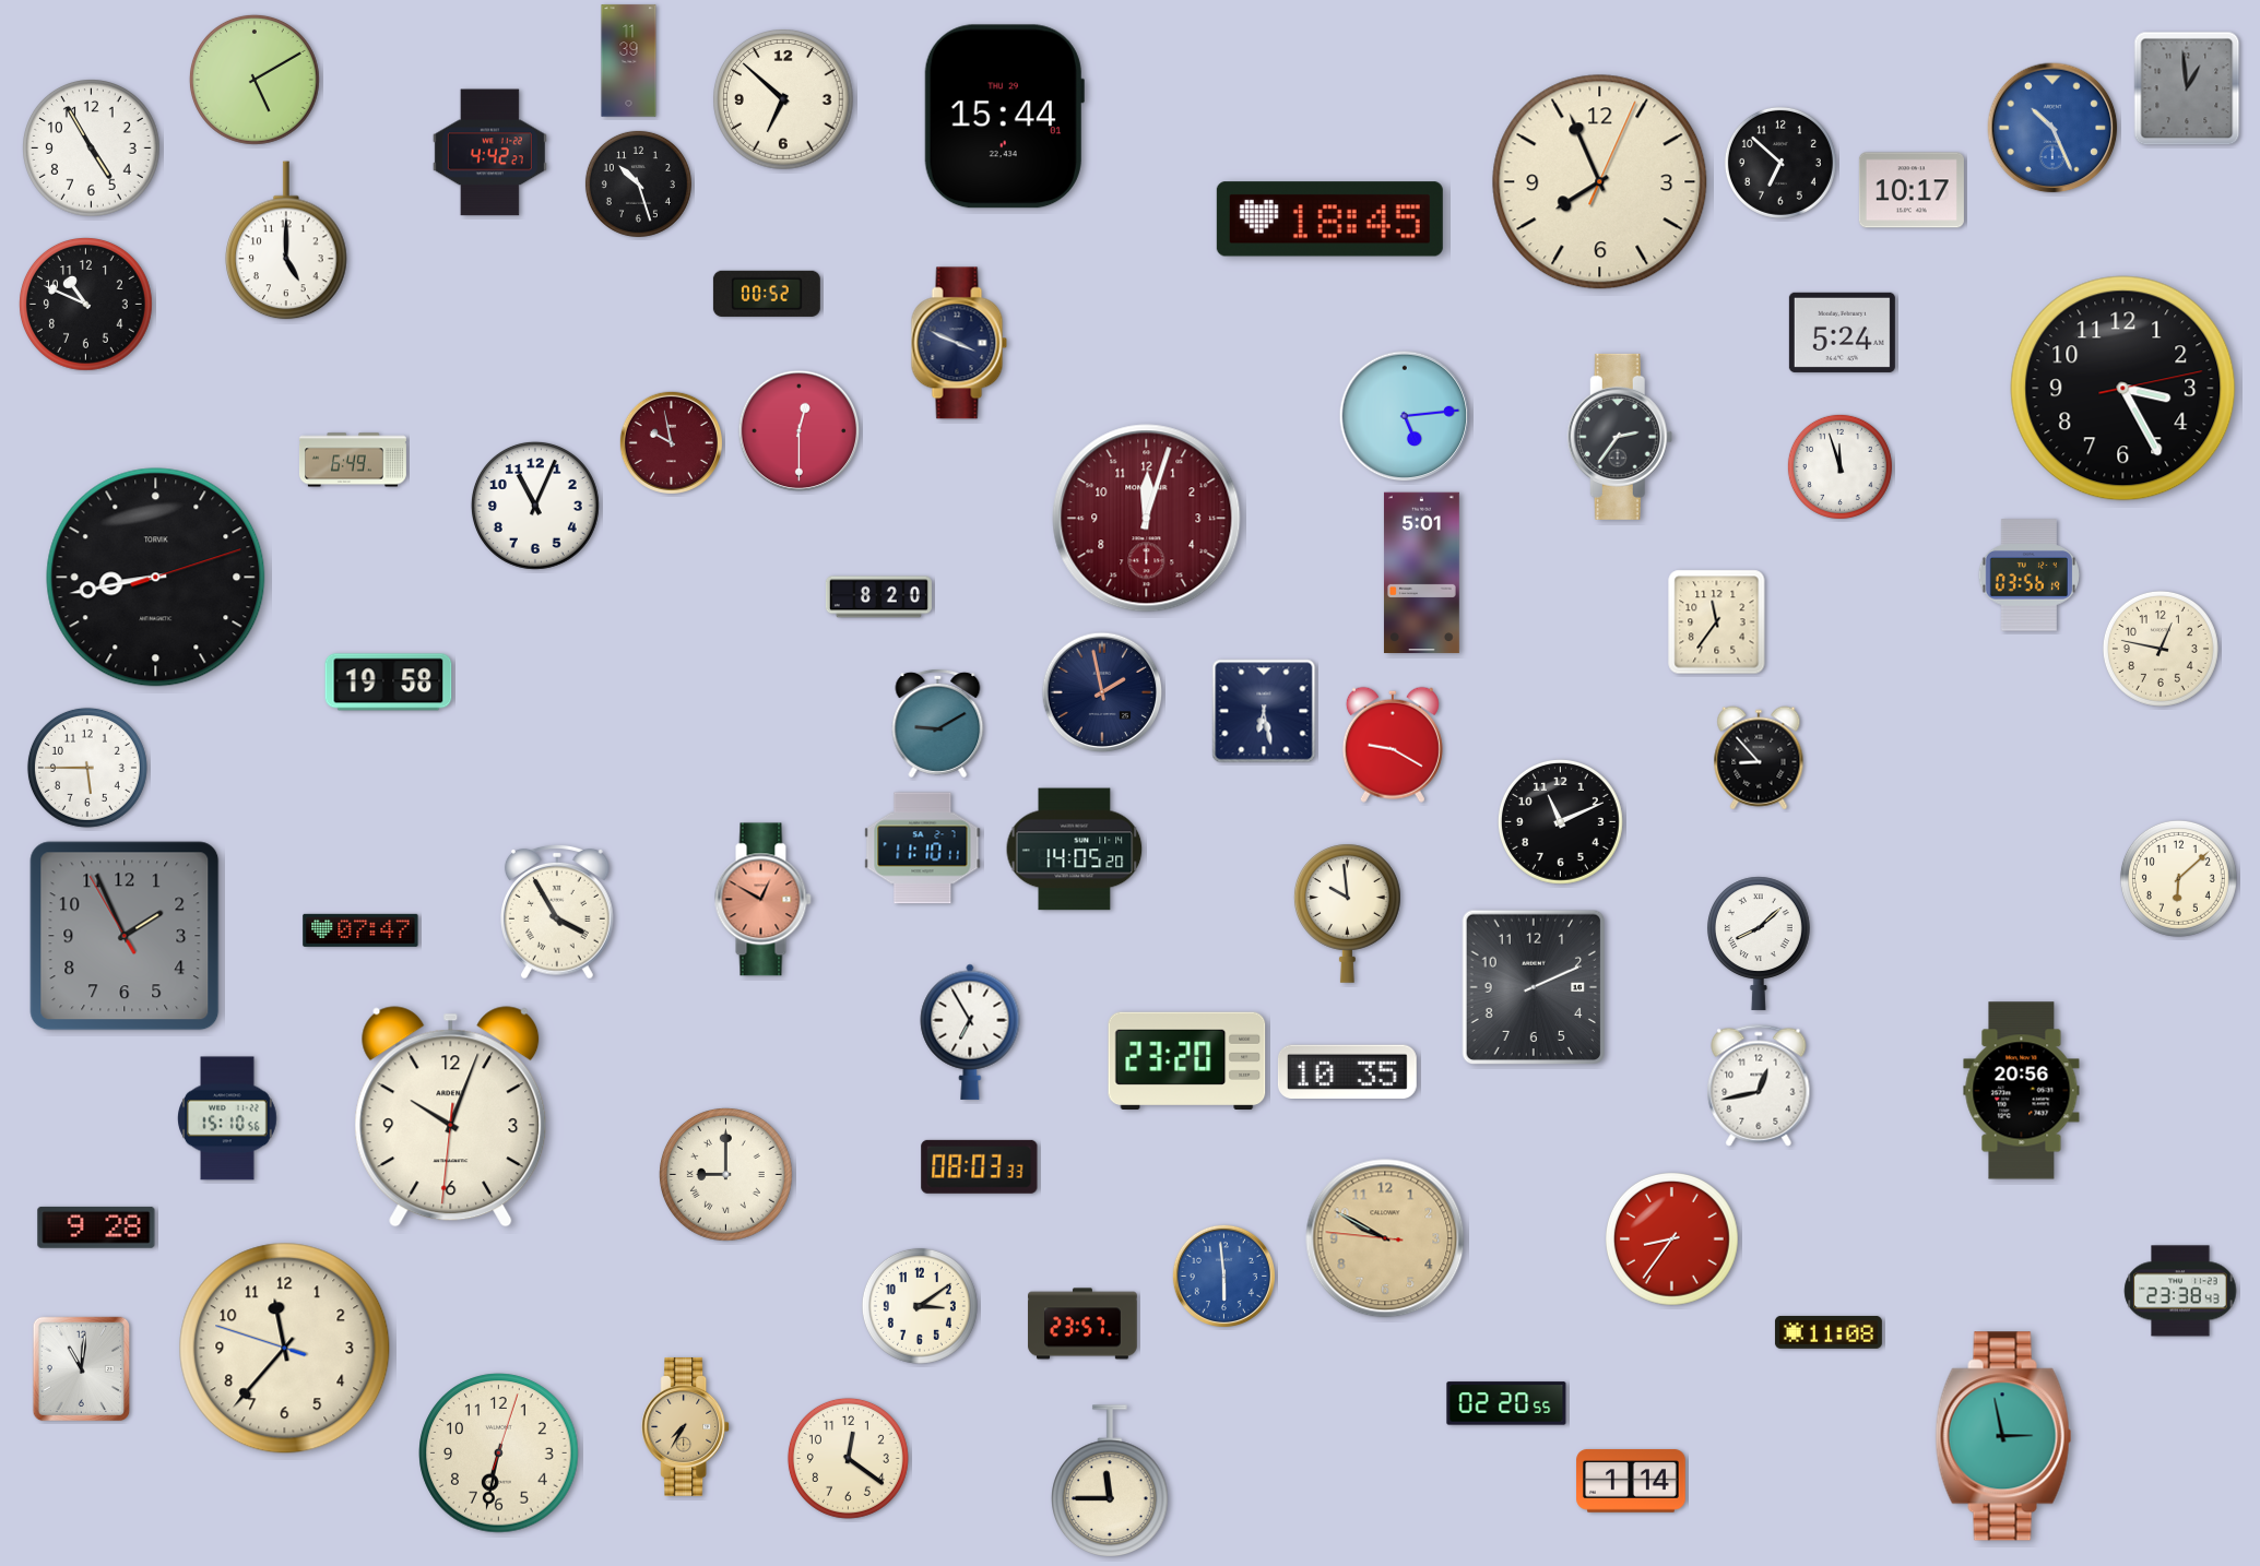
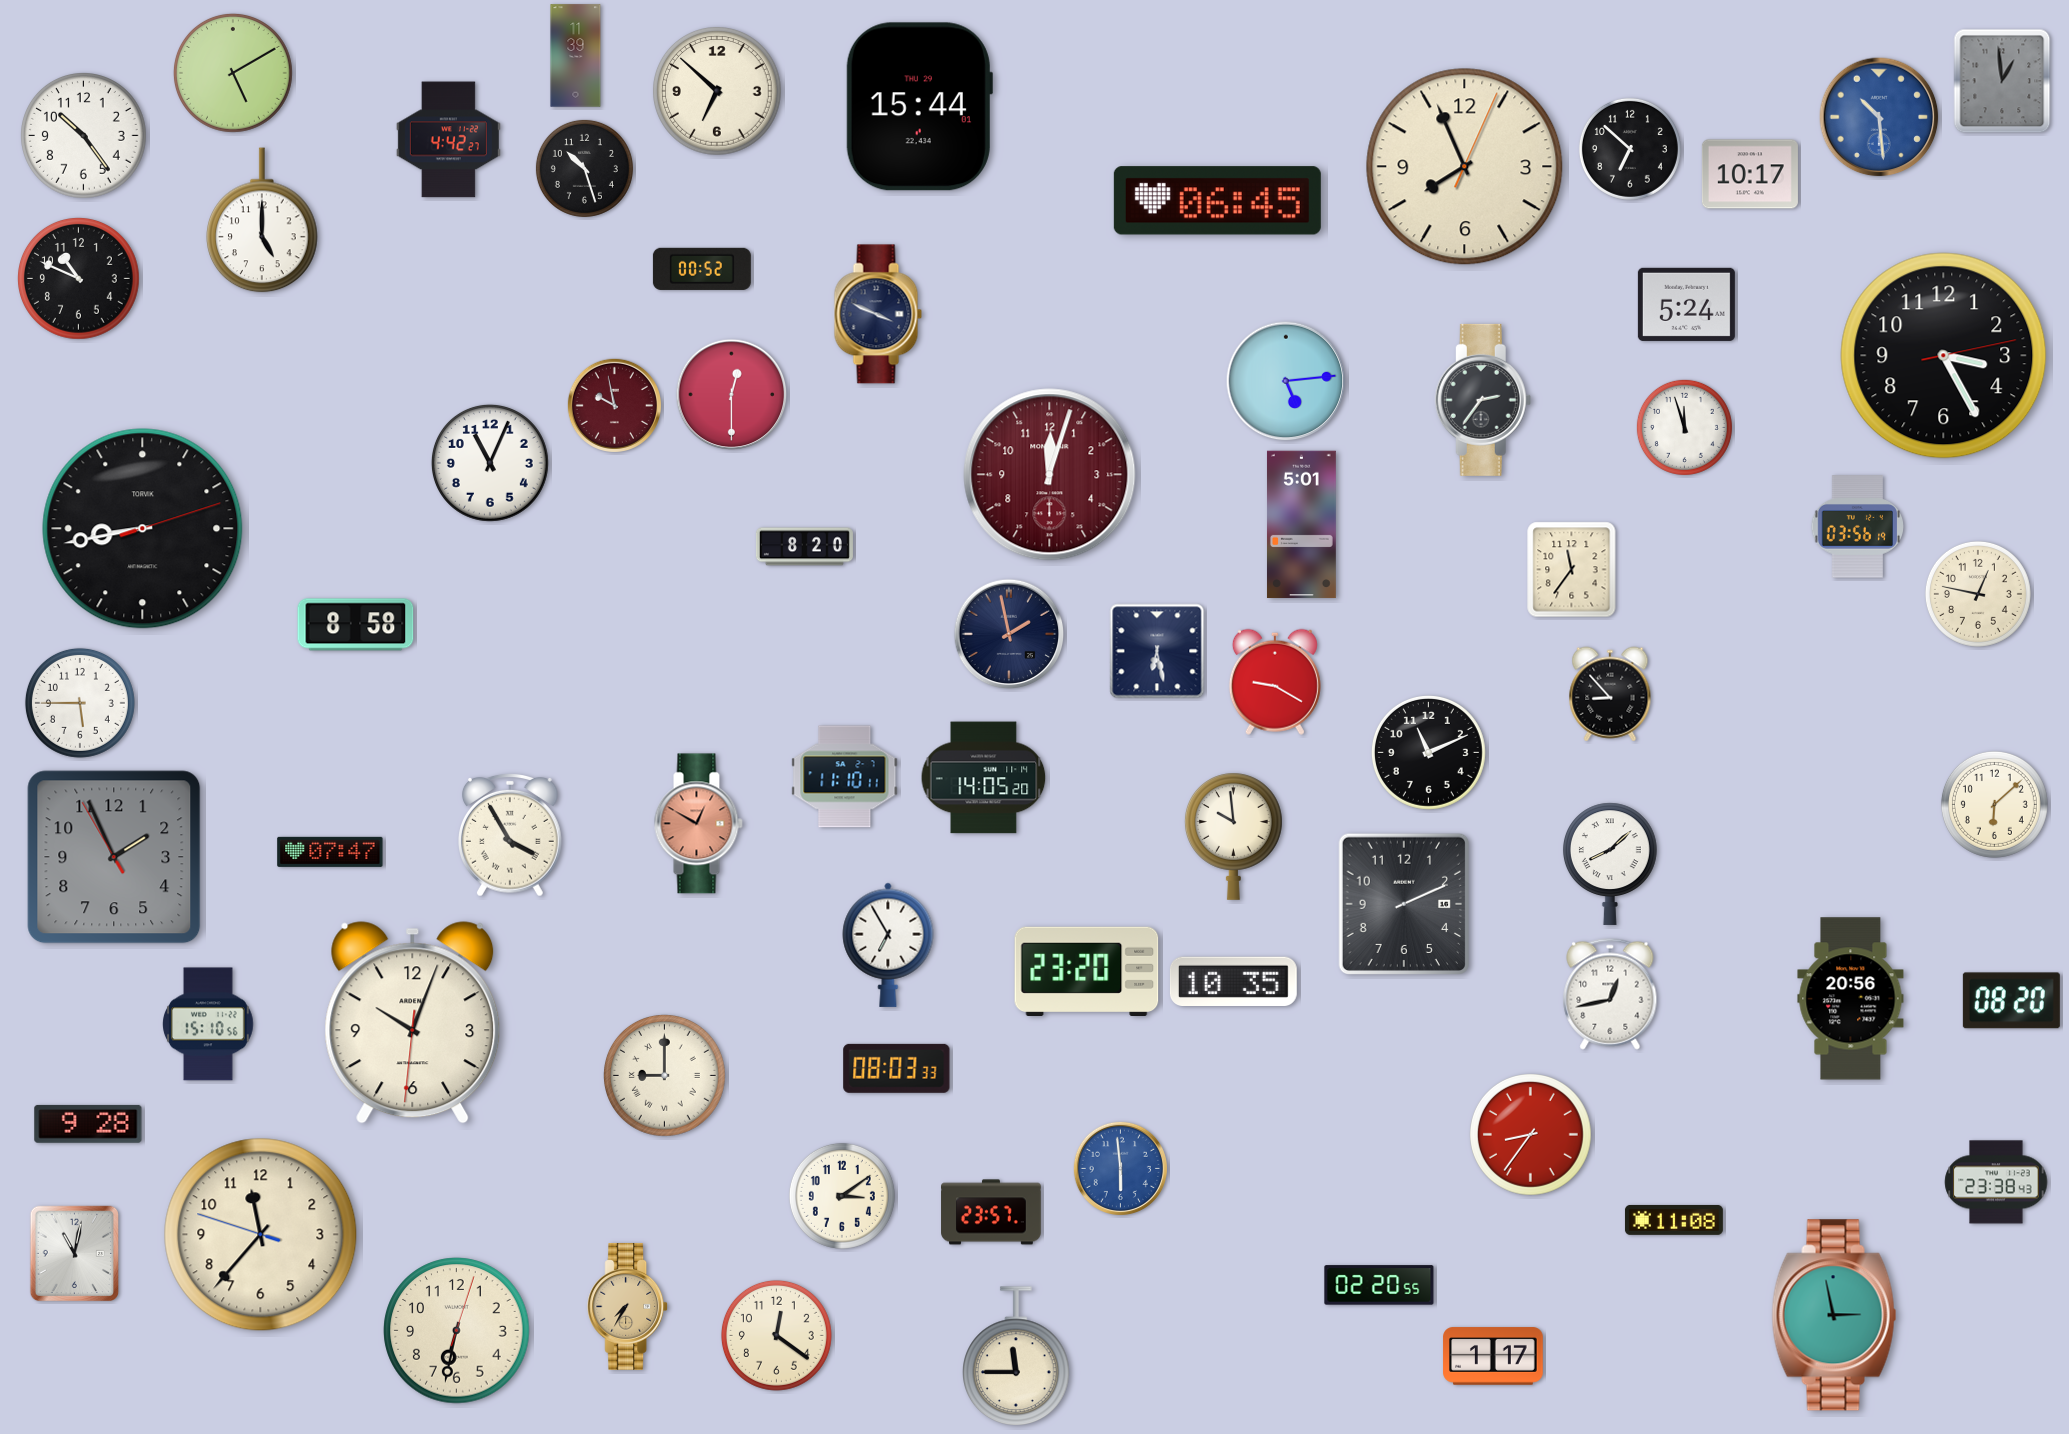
clock at (2052, 128): 10:26 -> 10:29
clock at (92, 149): 4:55 -> 10:24
clock at (1329, 220): 18:45 -> 06:45
clock at (353, 460): 6:49 -> none
clock at (389, 683): 19:58 -> 8:58
clock at (938, 723): 9:10 -> none
clock at (2011, 1001): none -> 08:20
clock at (1385, 1238): 9:49 -> none
clock at (82, 1369): 11:01 -> 11:02
clock at (1631, 1481): 1:14 -> 1:17
